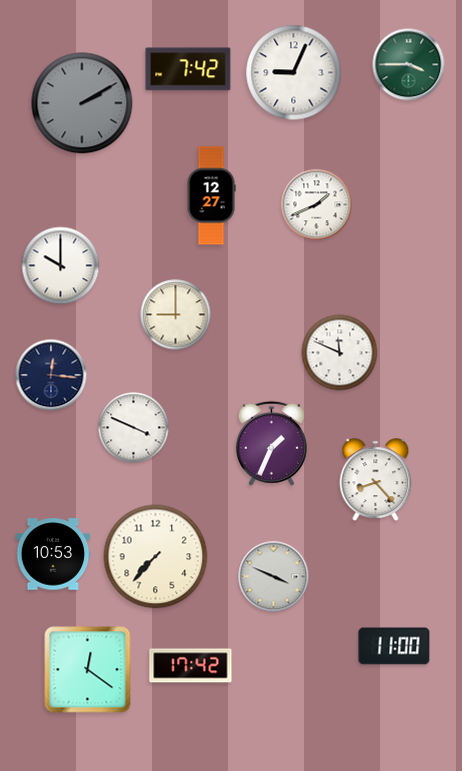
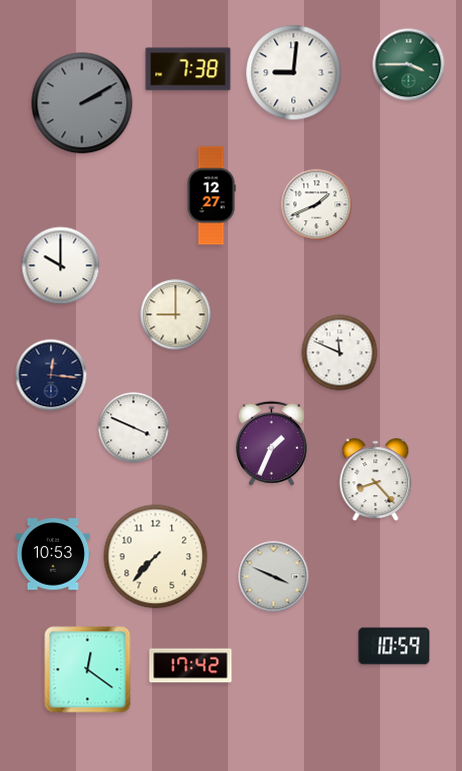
clock at (188, 69): 7:42 -> 7:38
clock at (294, 73): 9:04 -> 9:01
clock at (394, 646): 11:00 -> 10:59
